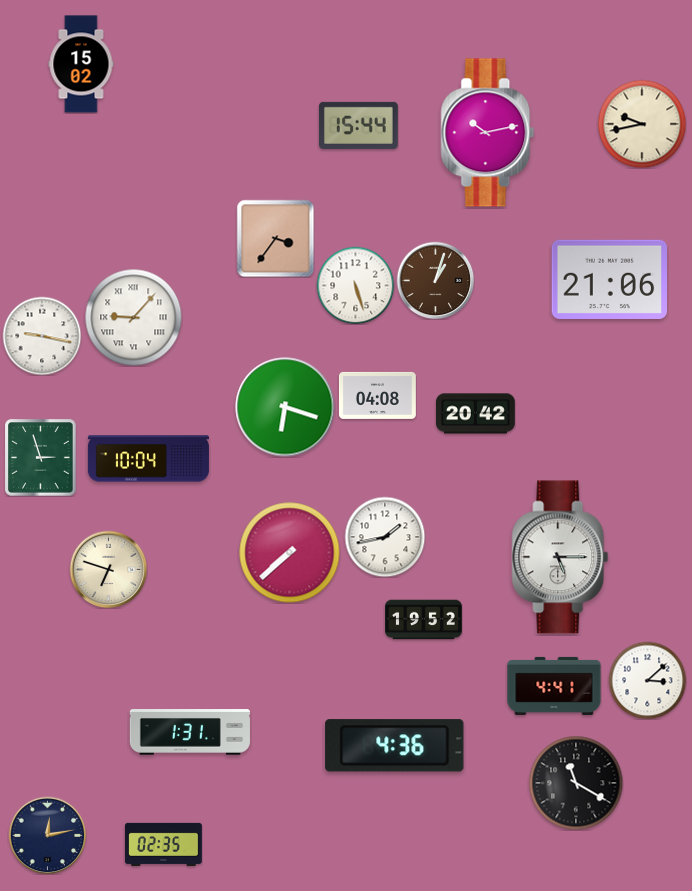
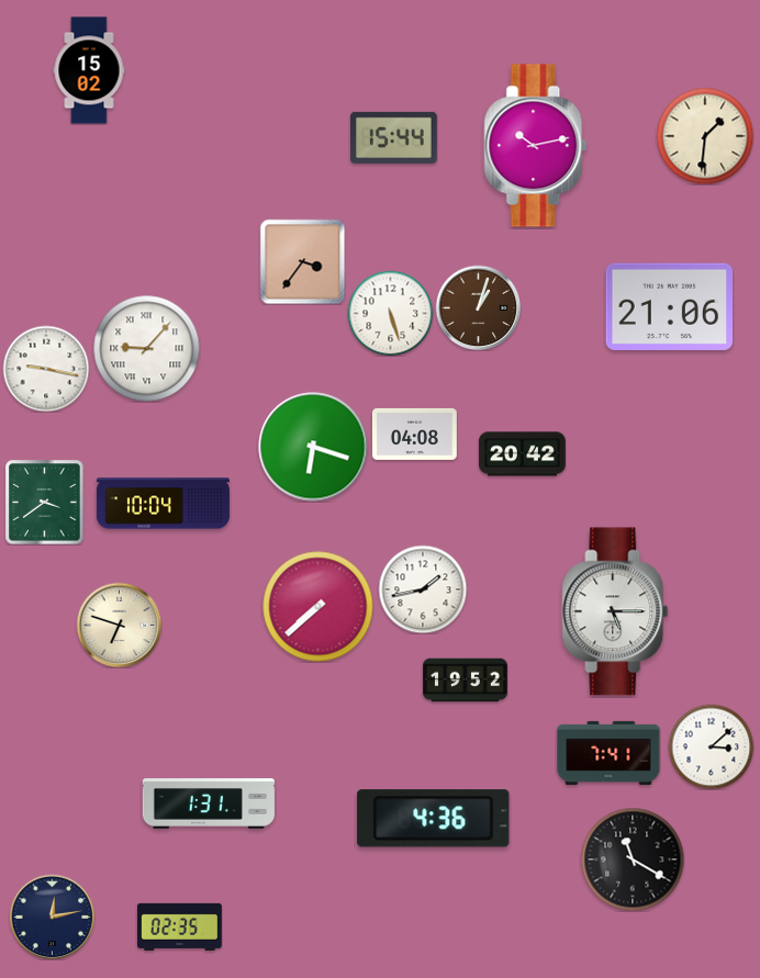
clock at (642, 124): 9:43 -> 1:31
clock at (41, 457): 2:57 -> 3:39
clock at (554, 686): 4:41 -> 7:41
